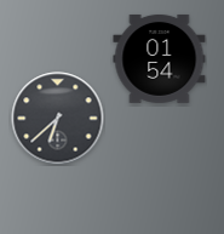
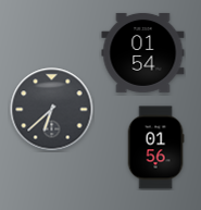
clock at (58, 119) position: (58, 119) -> (52, 110)
clock at (155, 148): none -> 01:56
